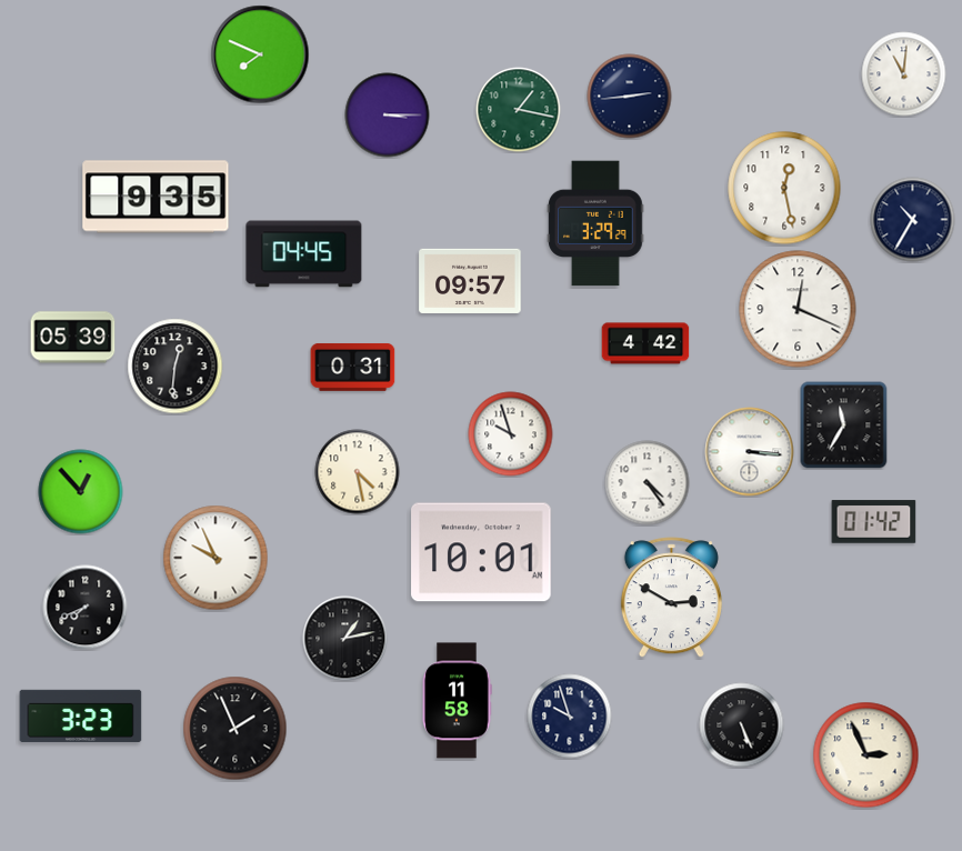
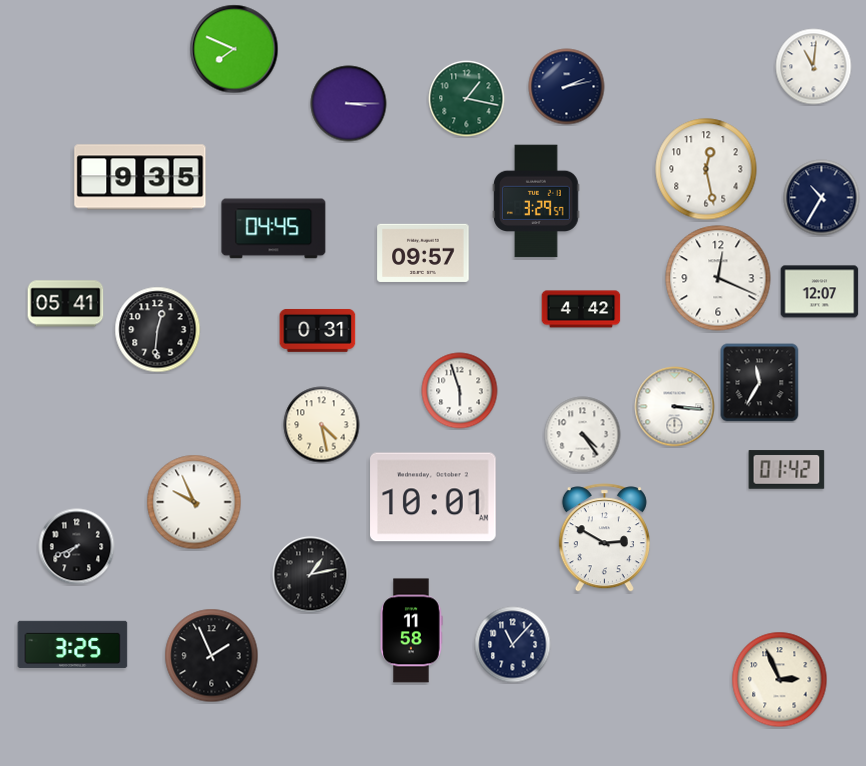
clock at (630, 97): 2:44 -> 2:13
clock at (595, 223): 3:29:29 -> 3:29:57
clock at (820, 292): none -> 12:07
clock at (73, 338): 05:39 -> 05:41
clock at (511, 434): 9:57 -> 5:57
clock at (81, 492): 12:53 -> none
clock at (81, 715): 3:23 -> 3:25
clock at (570, 717): 9:57 -> 11:07
clock at (742, 725): 5:26 -> none
